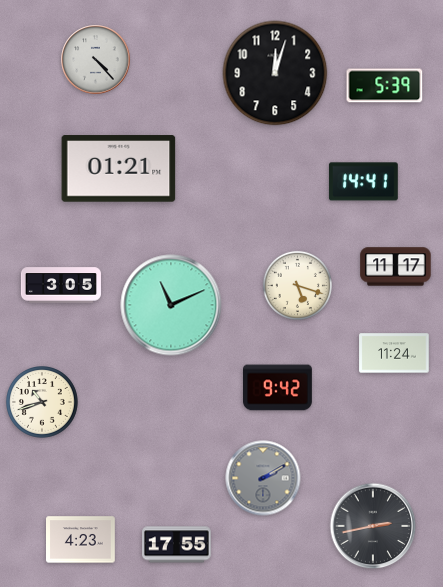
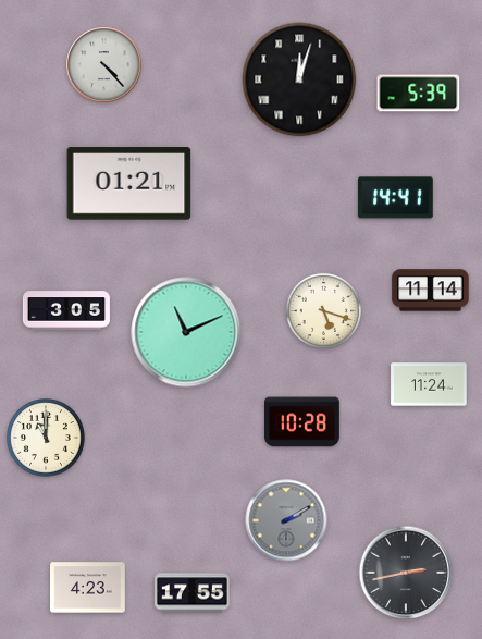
clock at (275, 73) numerals: Arabic -> Roman
clock at (396, 267): 11:17 -> 11:14
clock at (278, 388): 9:42 -> 10:28
clock at (43, 403): 10:42 -> 11:00
